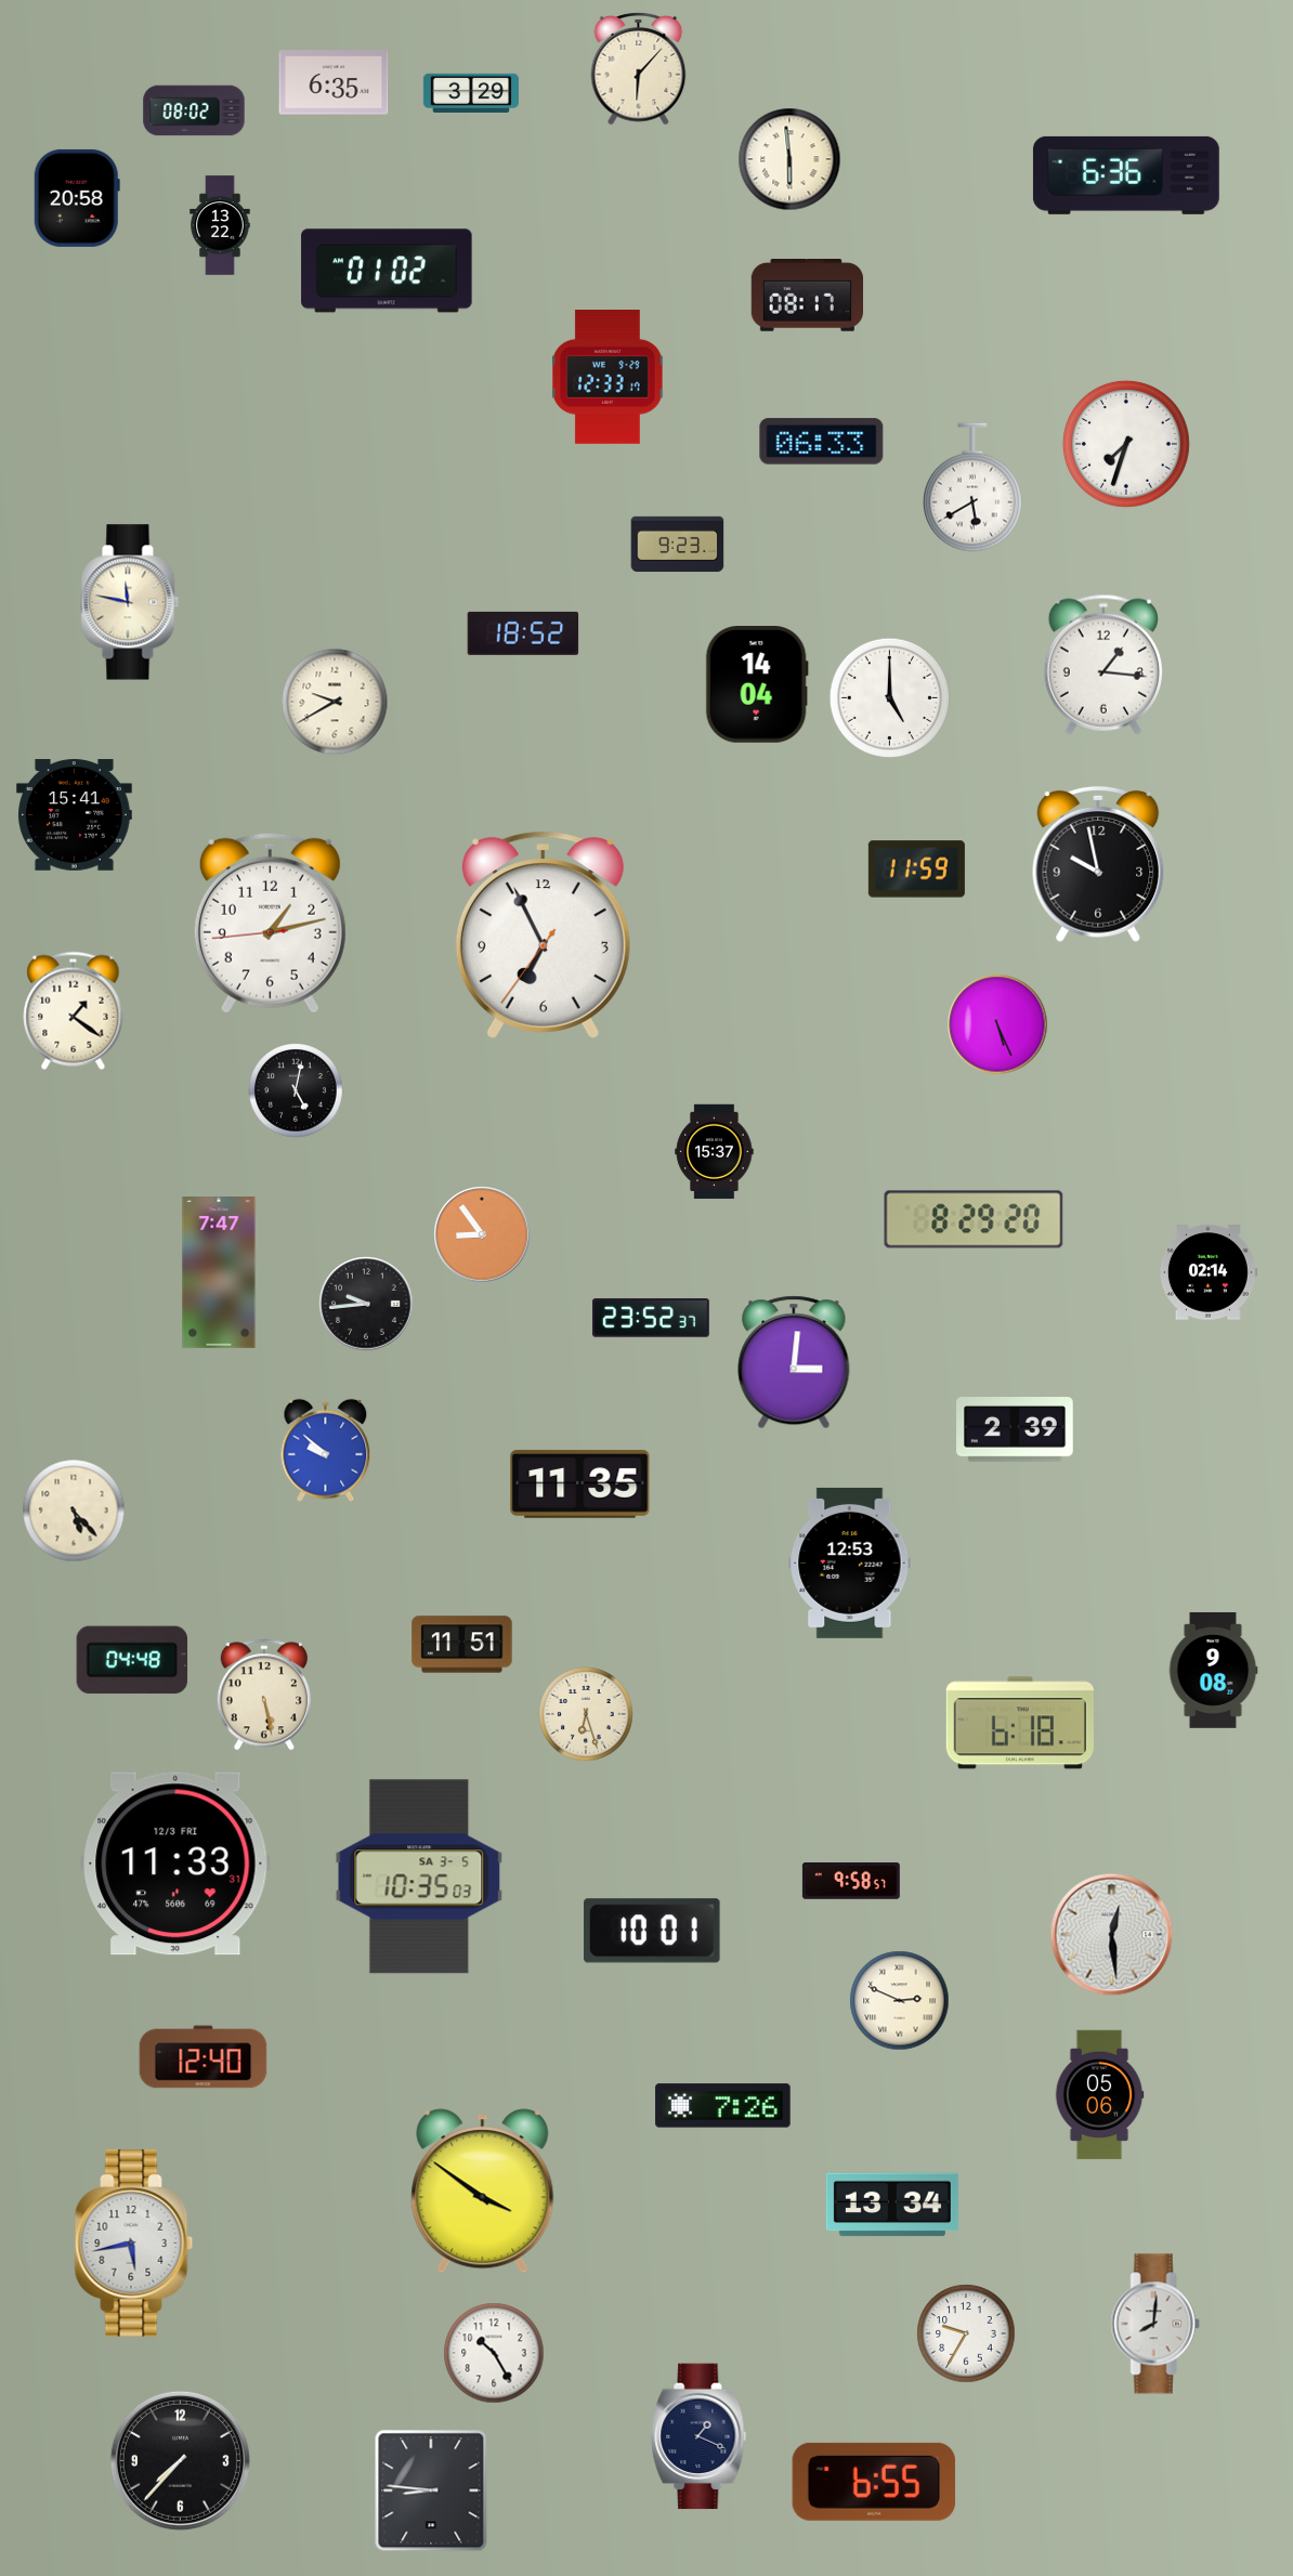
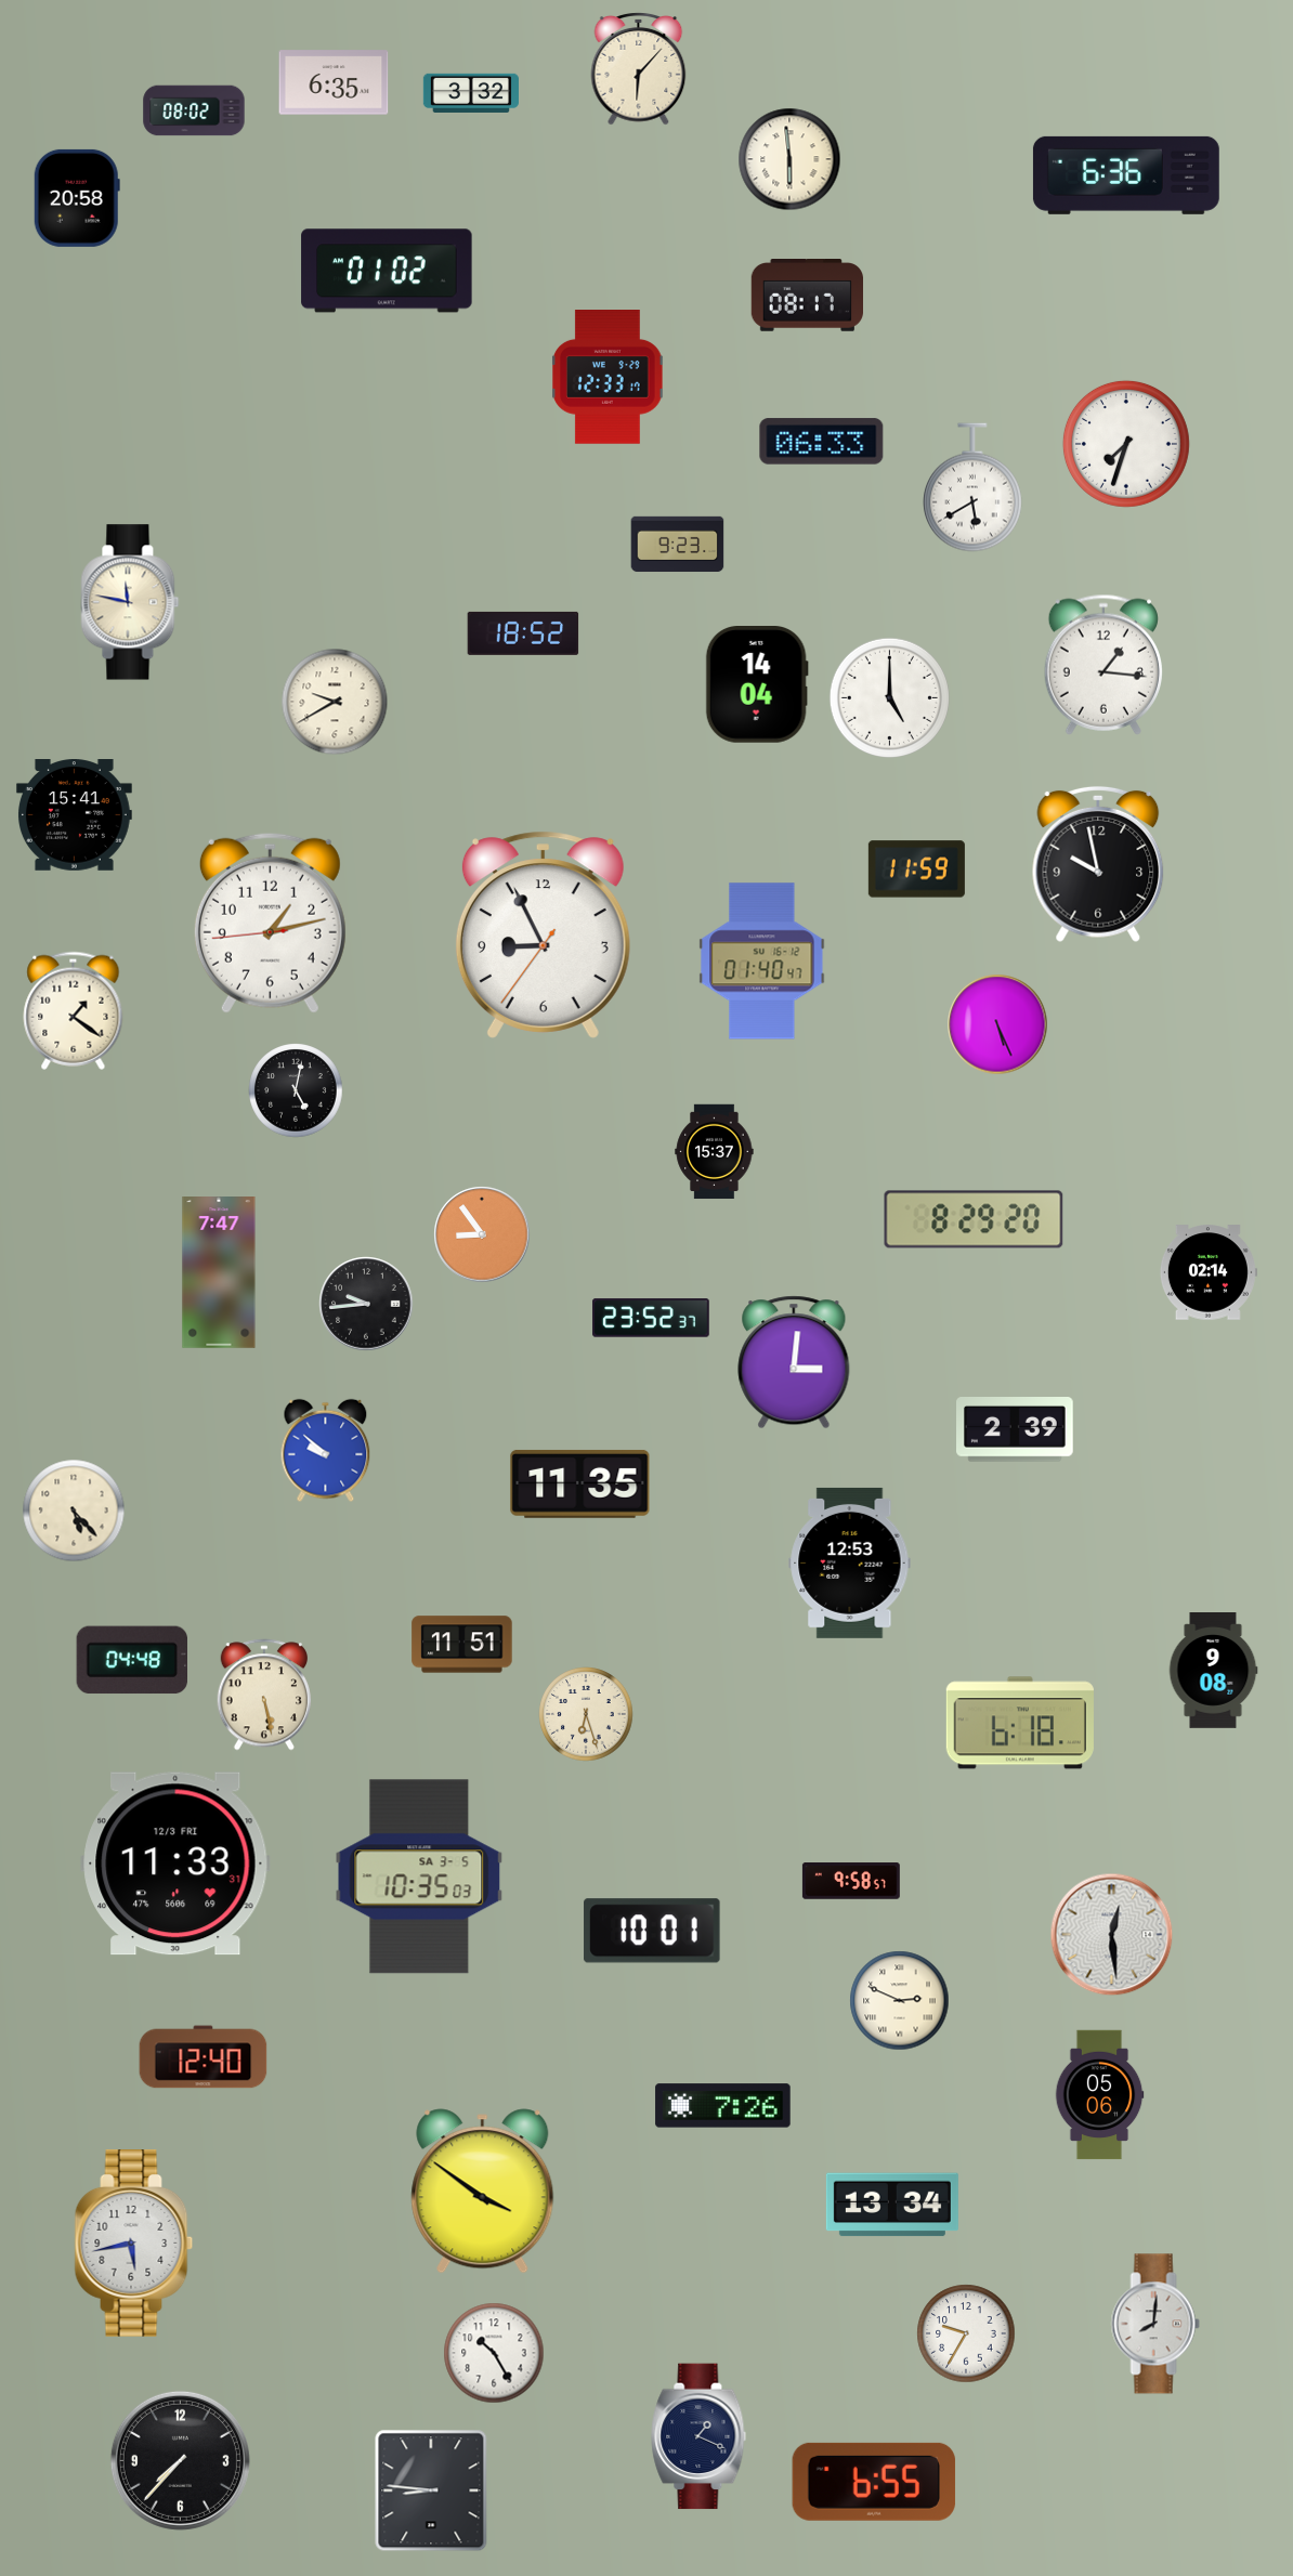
clock at (471, 93): 3:29 -> 3:32
clock at (220, 225): 13:22 -> none
clock at (543, 934): 6:55 -> 8:55
clock at (762, 962): none -> 01:40
